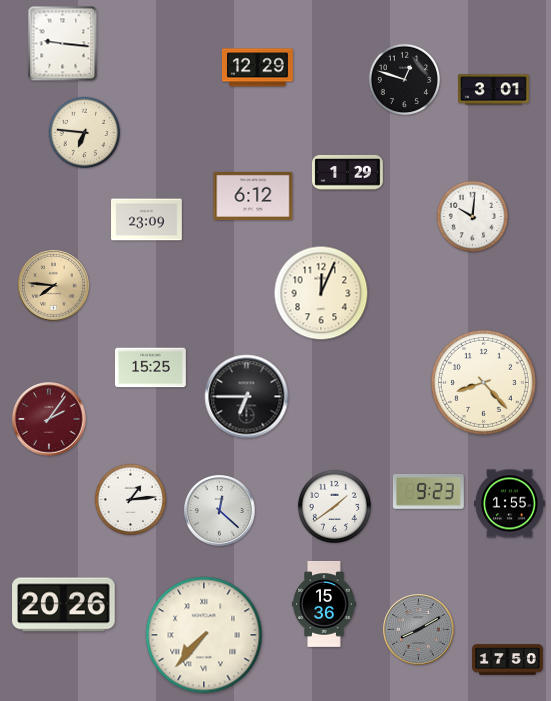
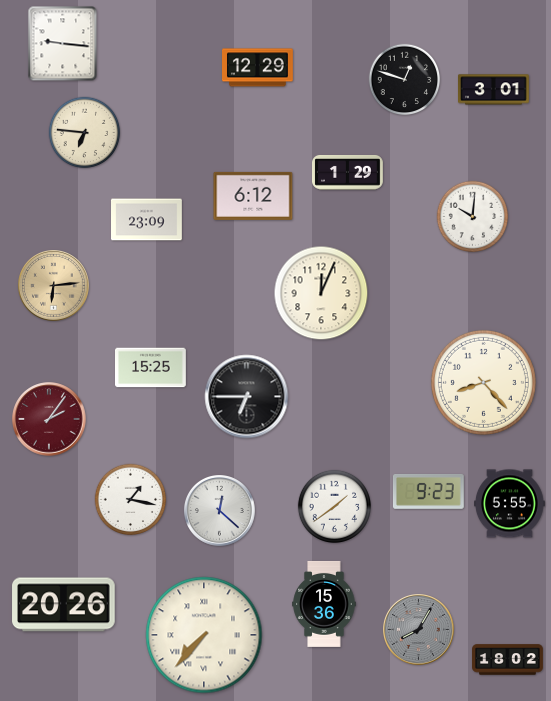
clock at (54, 286): 7:46 -> 6:14
clock at (131, 500): 1:14 -> 1:17
clock at (510, 504): 1:55 -> 5:55
clock at (419, 630): 8:10 -> 8:05
clock at (508, 660): 17:50 -> 18:02
